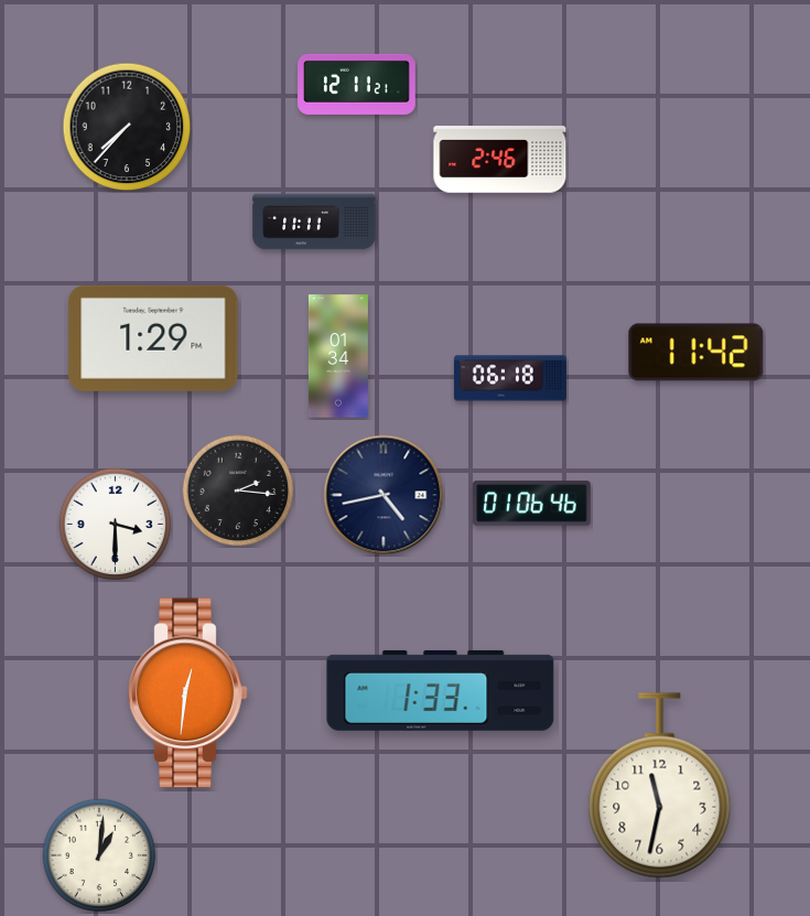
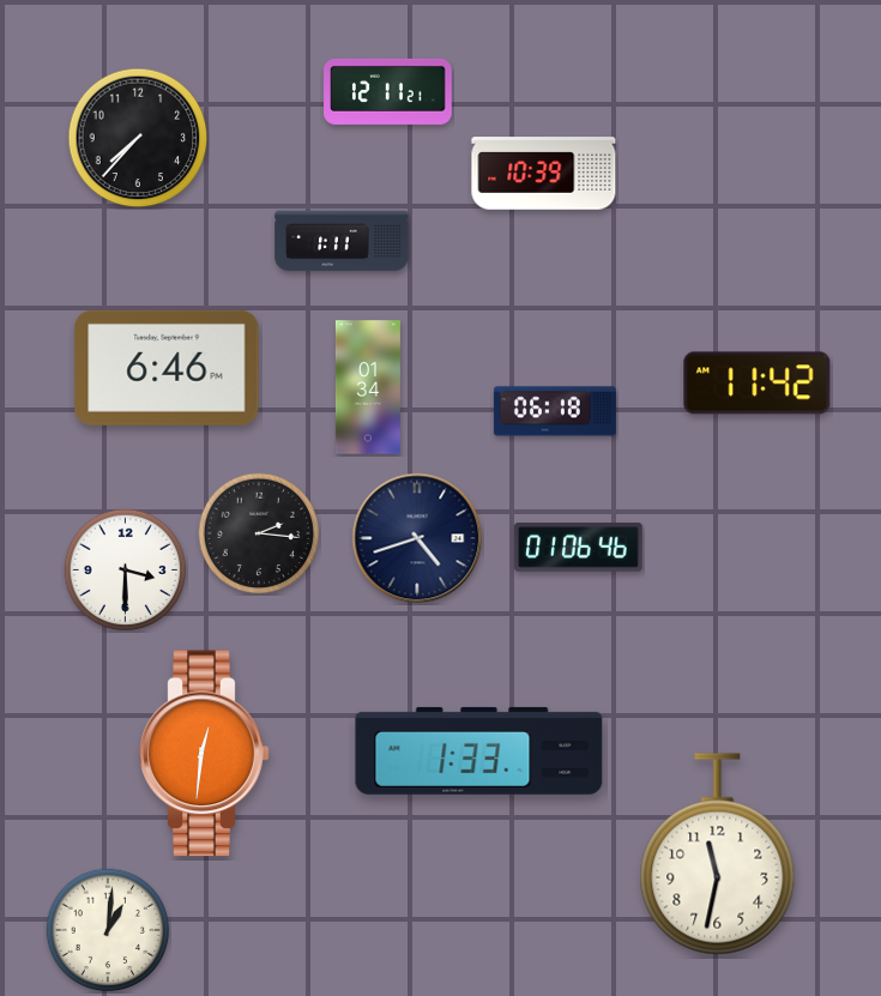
clock at (500, 160): 2:46 -> 10:39
clock at (314, 222): 11:11 -> 1:11
clock at (153, 338): 1:29 -> 6:46
clock at (384, 495): 4:43 -> 4:42
